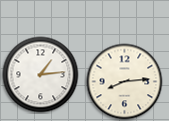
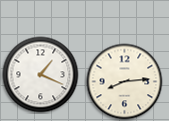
clock at (41, 75): 1:14 -> 1:19
